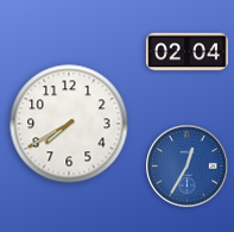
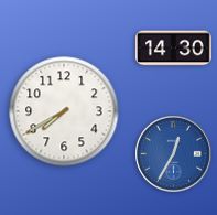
clock at (186, 52): 02:04 -> 14:30
clock at (69, 124) position: (69, 124) -> (64, 111)
